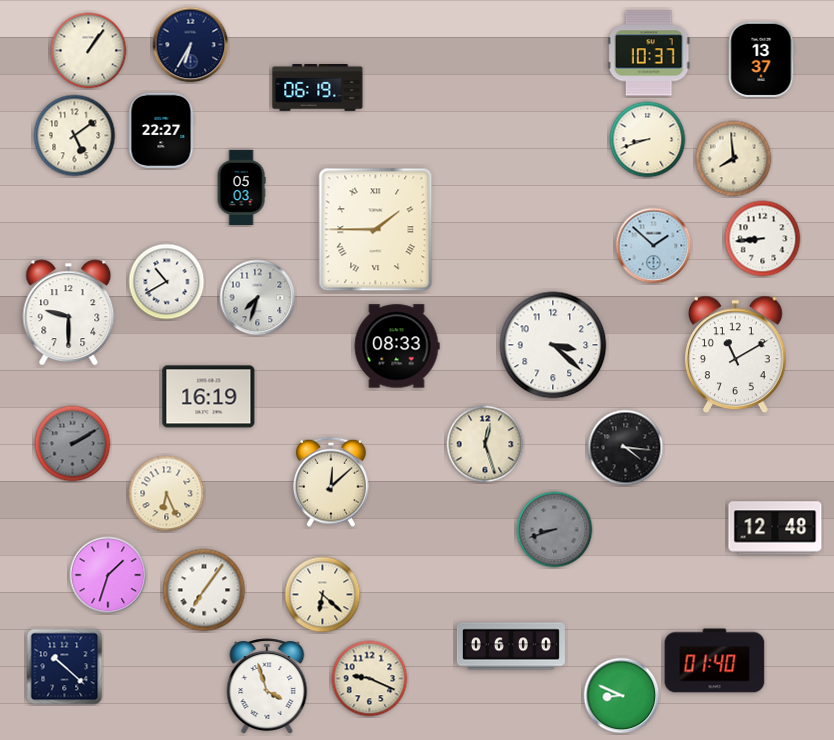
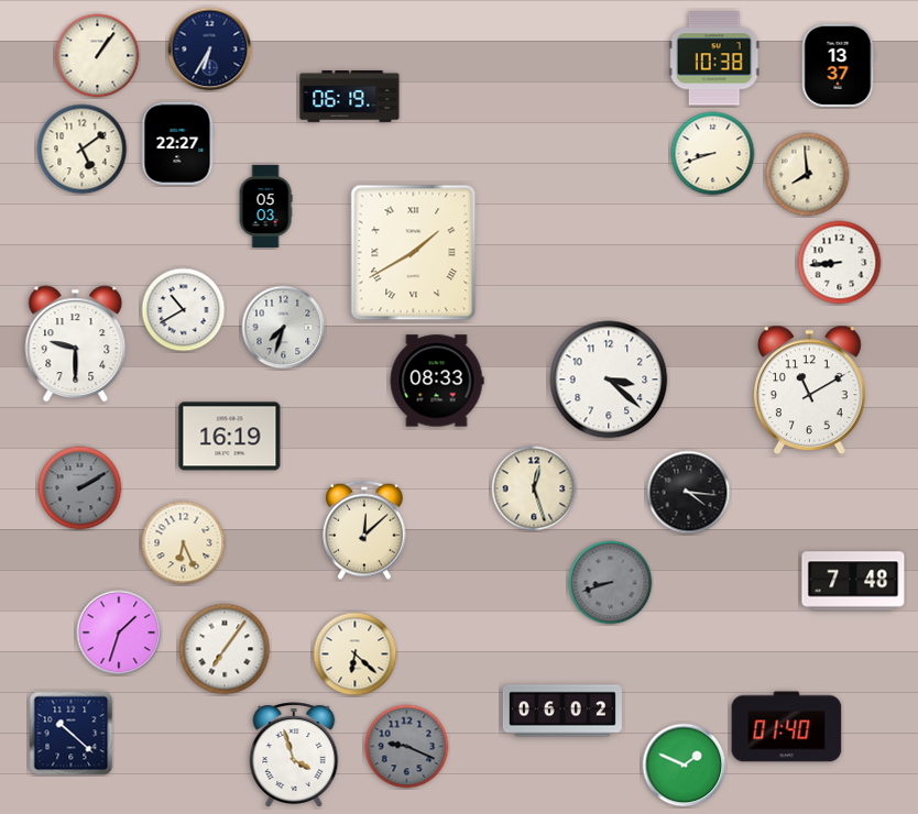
clock at (649, 53): 10:37 -> 10:38
clock at (376, 230): 1:45 -> 1:40
clock at (654, 246): 1:52 -> none
clock at (775, 528): 12:48 -> 7:48
clock at (511, 646): 06:00 -> 06:02
clock at (370, 679) dial: cream -> grey
clock at (622, 696): 8:49 -> 1:49
